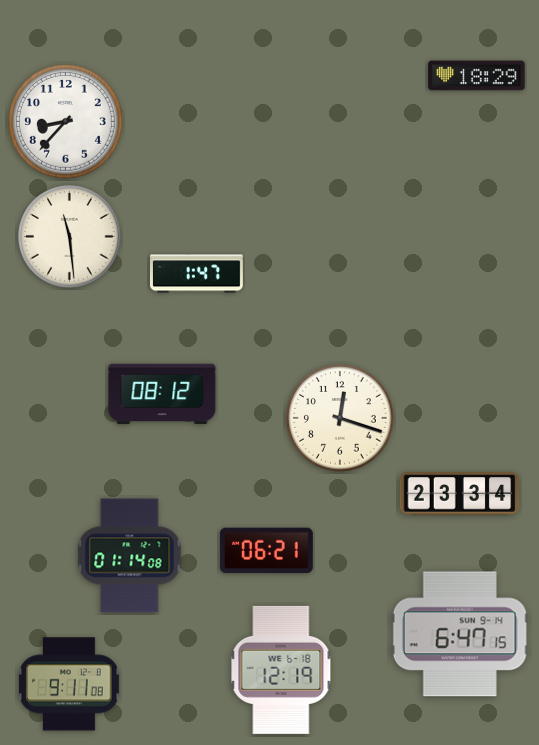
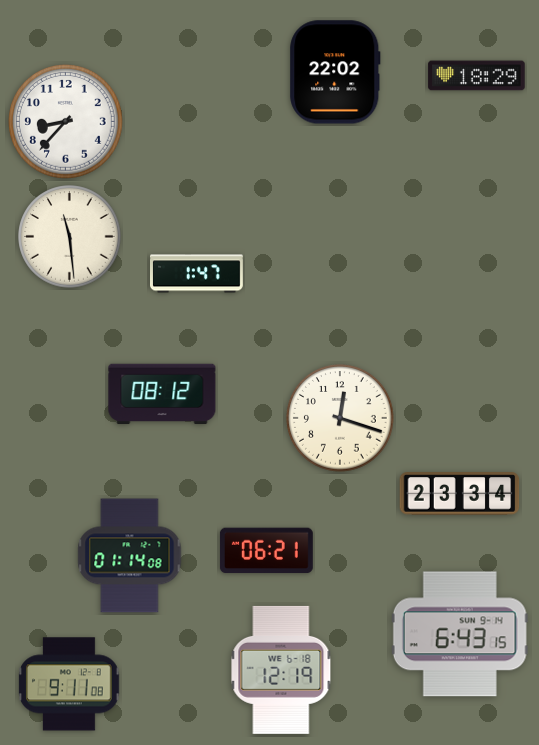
clock at (335, 72): none -> 22:02
clock at (460, 634): 6:47 -> 6:43
